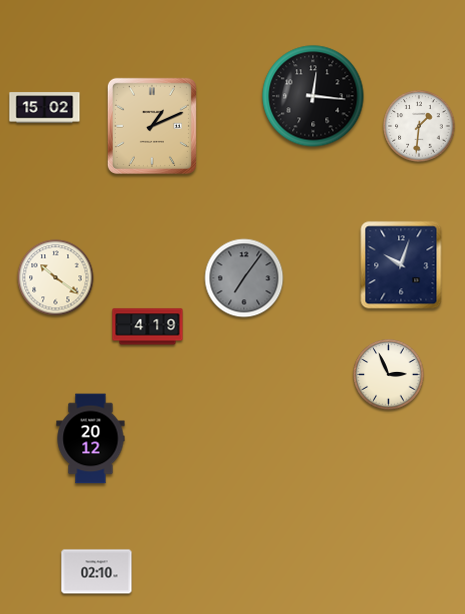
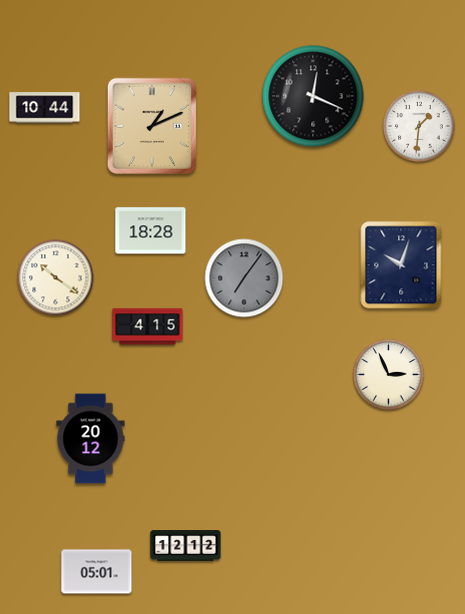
clock at (313, 96): 12:16 -> 12:19
clock at (45, 108): 15:02 -> 10:44
clock at (151, 231): none -> 18:28
clock at (148, 327): 4:19 -> 4:15
clock at (186, 546): none -> 12:12
clock at (97, 572): 02:10 -> 05:01
